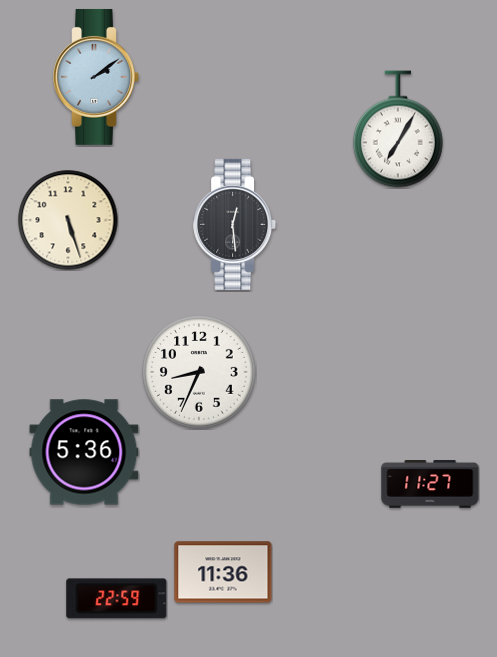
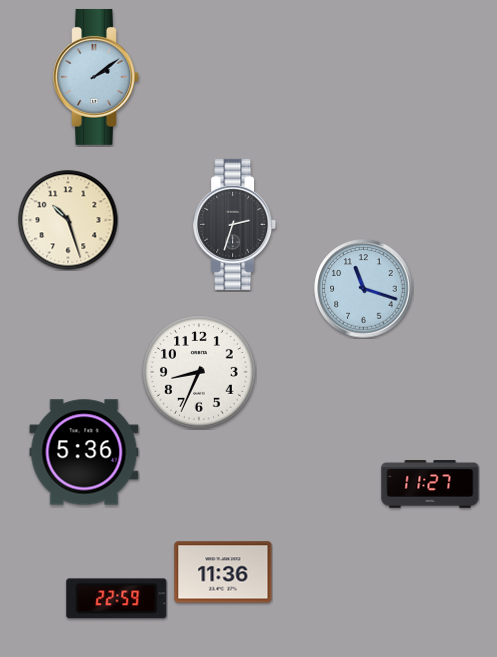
clock at (398, 129): 7:05 -> none
clock at (68, 220): 5:27 -> 10:27
clock at (235, 224): 12:29 -> 2:33
clock at (364, 289): none -> 11:18
